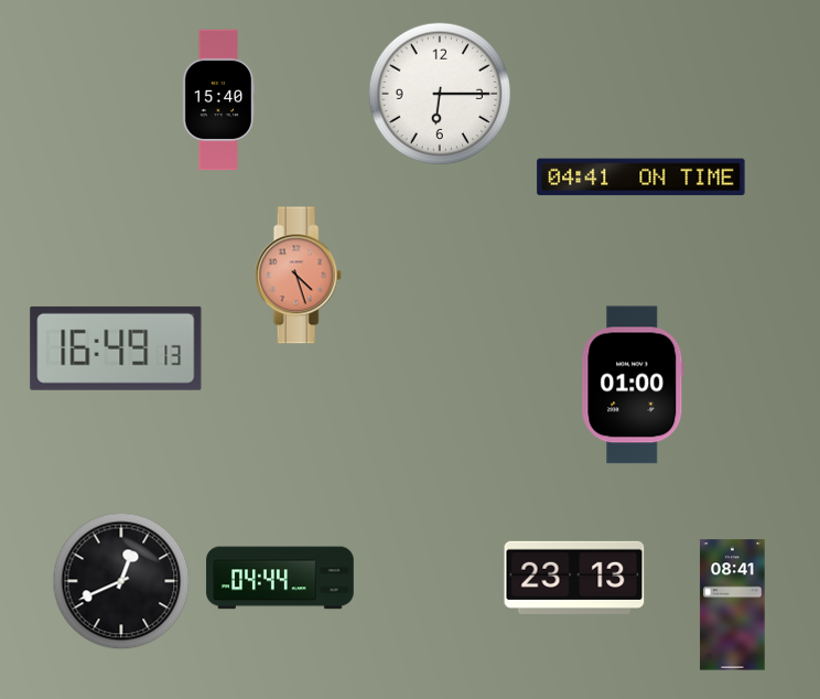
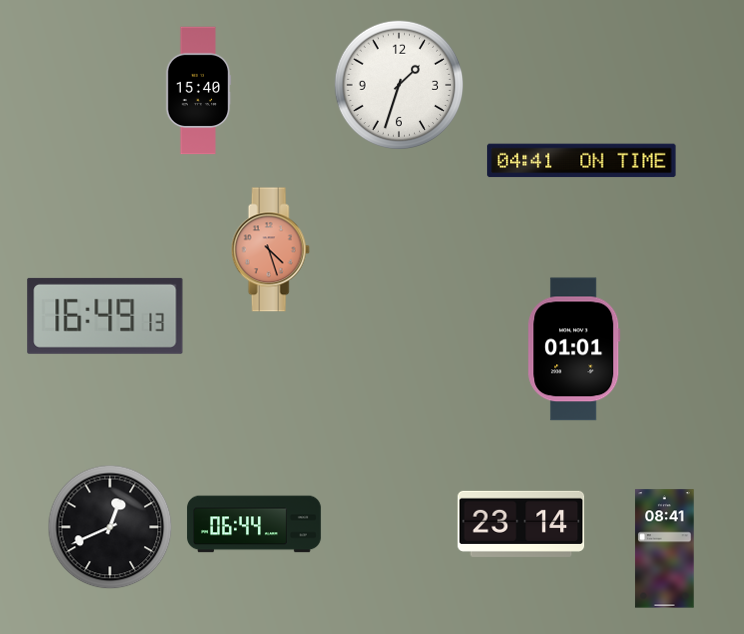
clock at (440, 94): 6:15 -> 1:33
clock at (633, 385): 01:00 -> 01:01
clock at (280, 578): 04:44 -> 06:44
clock at (574, 578): 23:13 -> 23:14
